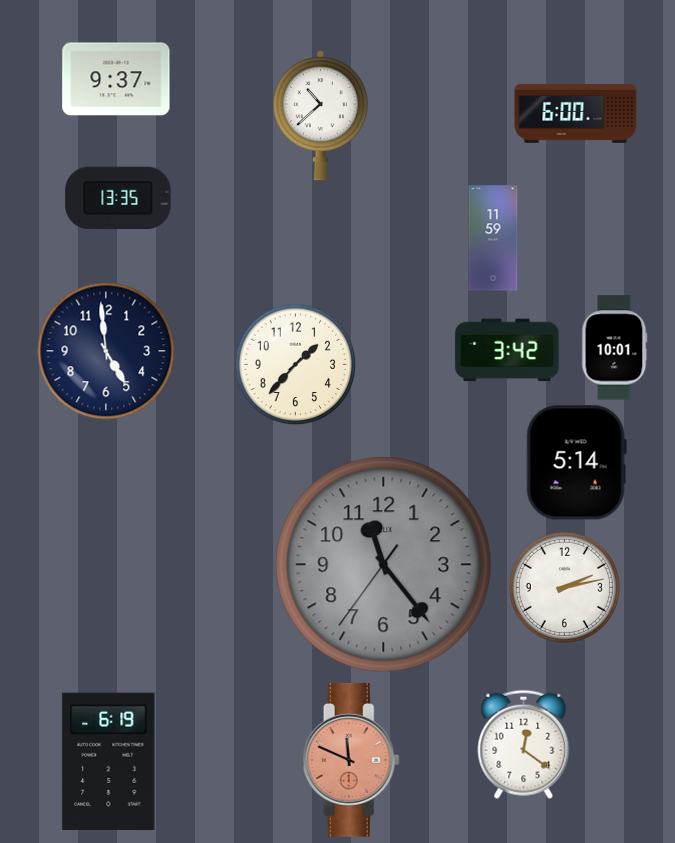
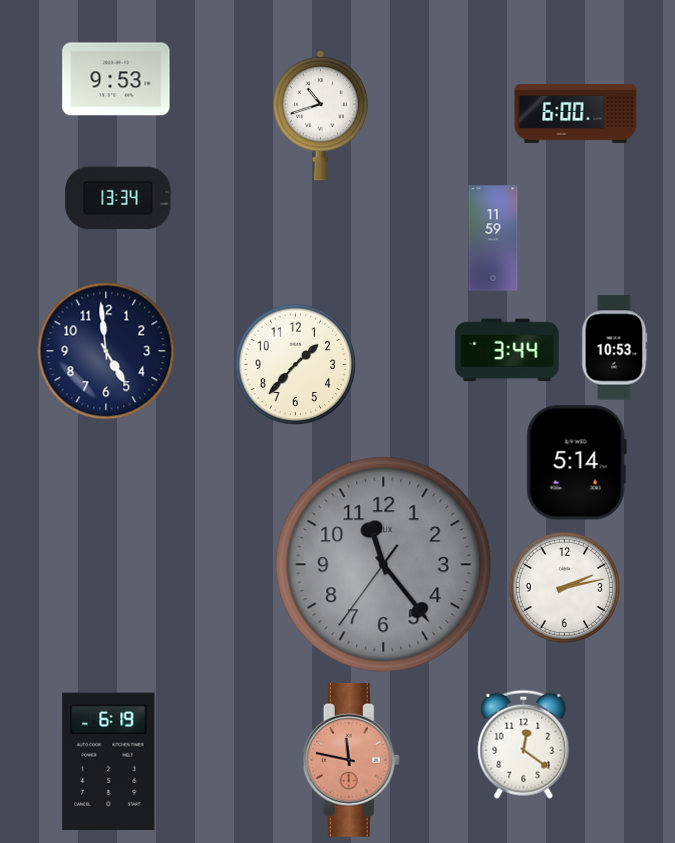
clock at (116, 79): 9:37 -> 9:53
clock at (320, 116): 10:38 -> 10:42
clock at (118, 198): 13:35 -> 13:34
clock at (614, 348): 10:01 -> 10:53
clock at (507, 350): 3:42 -> 3:44
clock at (351, 760): 11:49 -> 11:47
